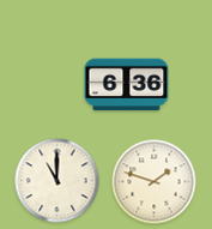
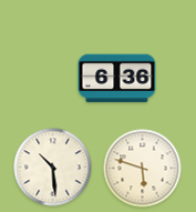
clock at (57, 181): 11:00 -> 10:29
clock at (155, 182): 1:48 -> 5:48
